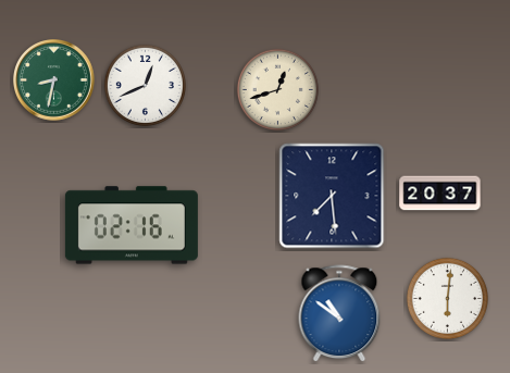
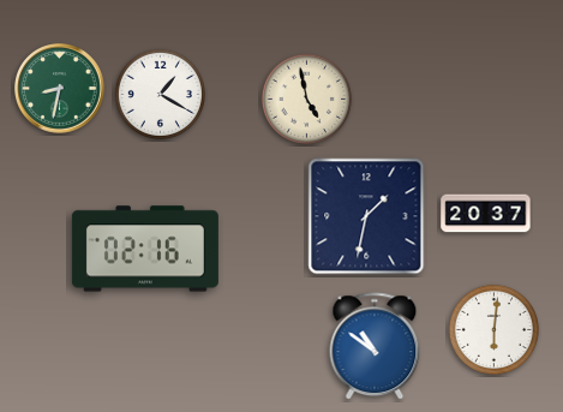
clock at (145, 85): 12:41 -> 1:20
clock at (277, 89): 12:42 -> 4:58
clock at (332, 196): 7:29 -> 1:32
